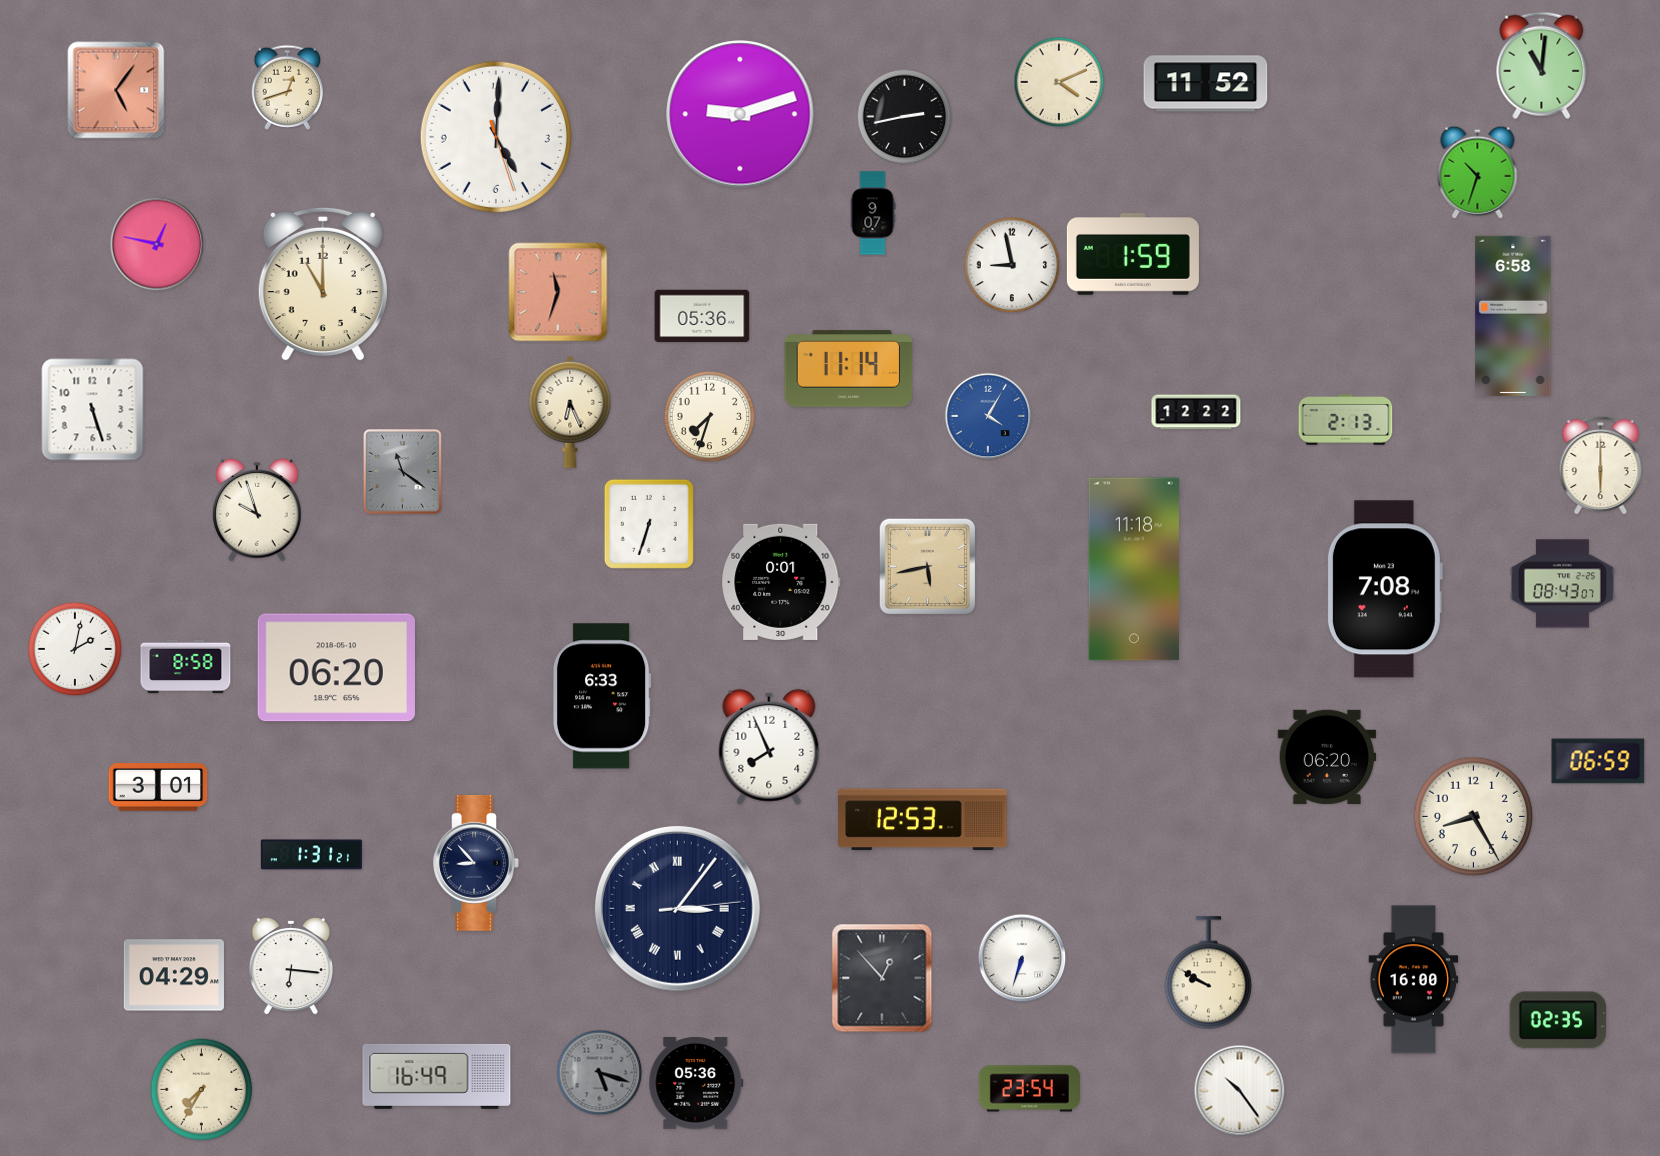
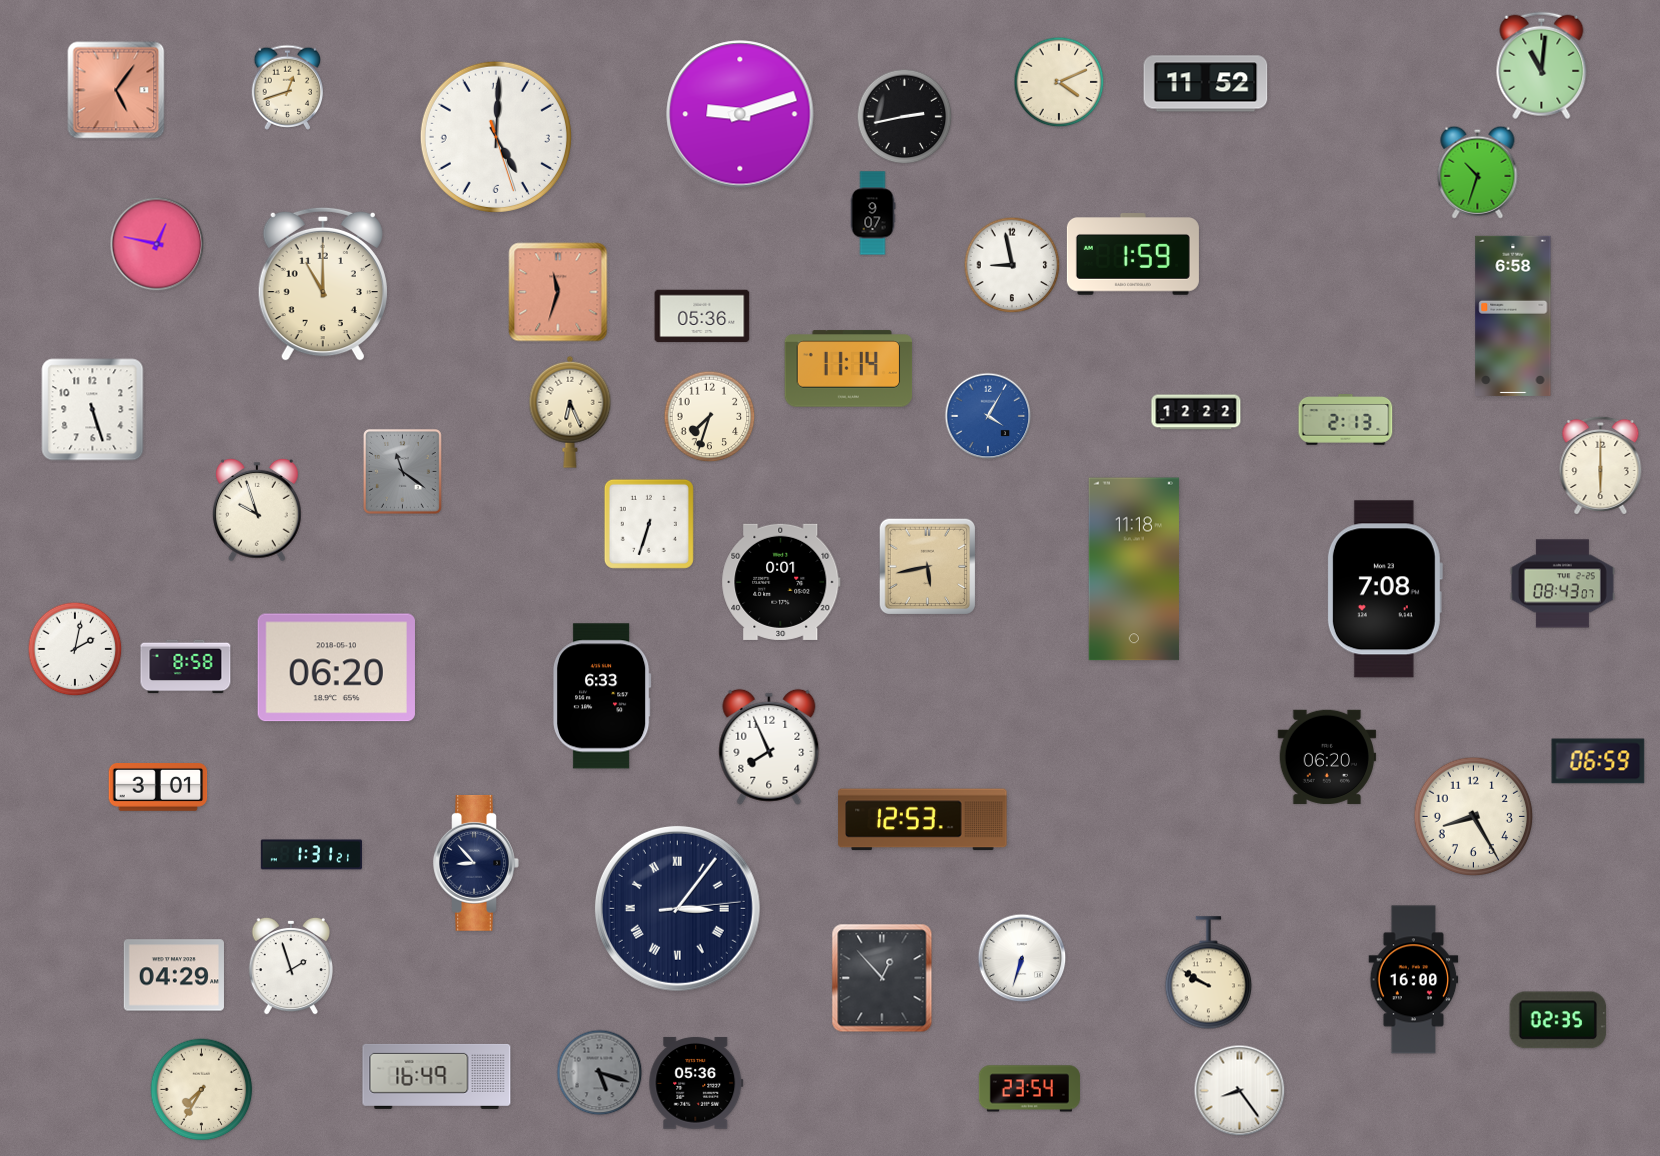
clock at (291, 966): 6:16 -> 1:57
clock at (1240, 1091): 10:24 -> 8:24
